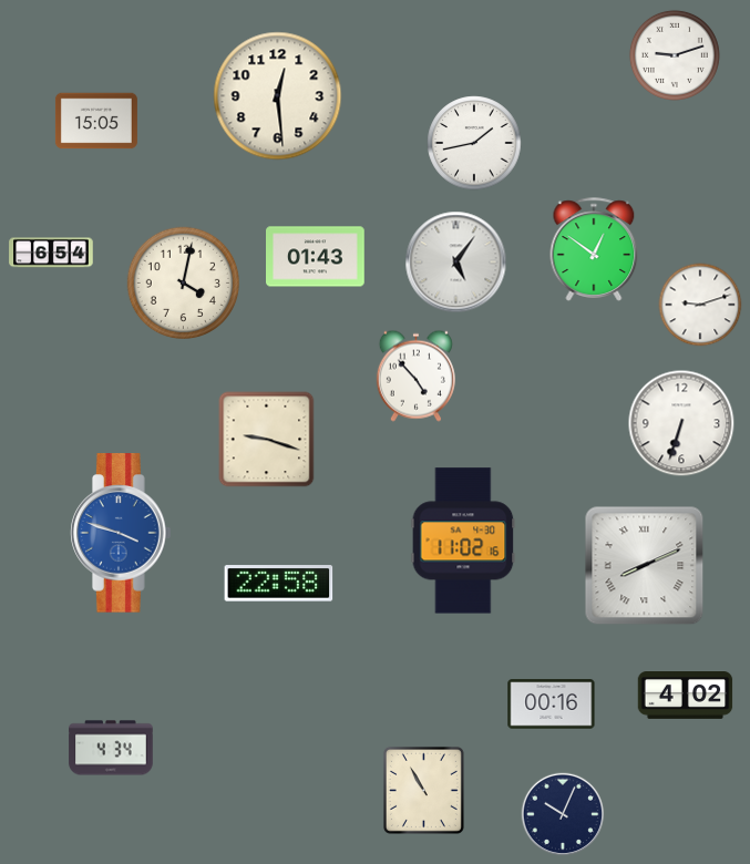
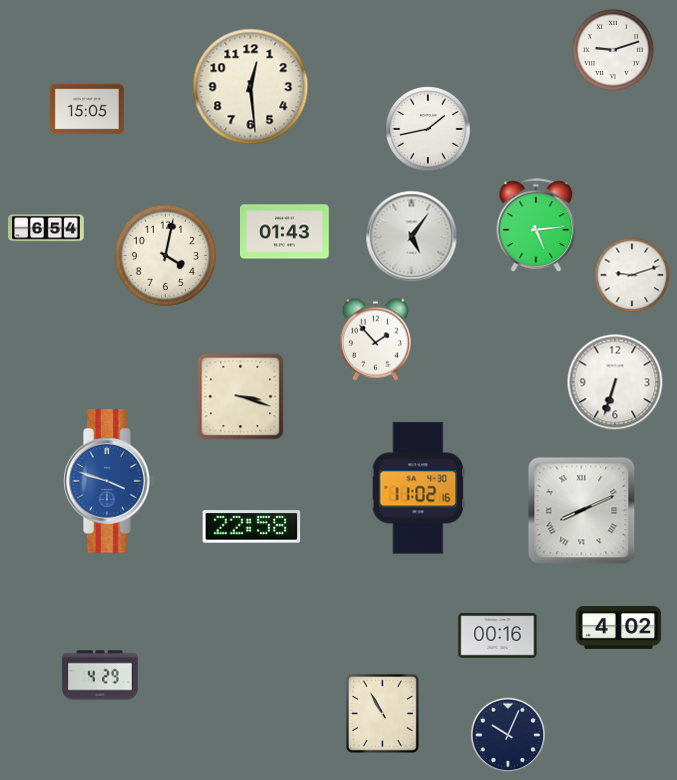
clock at (675, 55) position: (675, 55) -> (613, 50)
clock at (594, 249): 12:51 -> 5:14
clock at (415, 376): 4:53 -> 1:53
clock at (267, 440): 9:18 -> 3:18
clock at (111, 748): 4:34 -> 4:29
